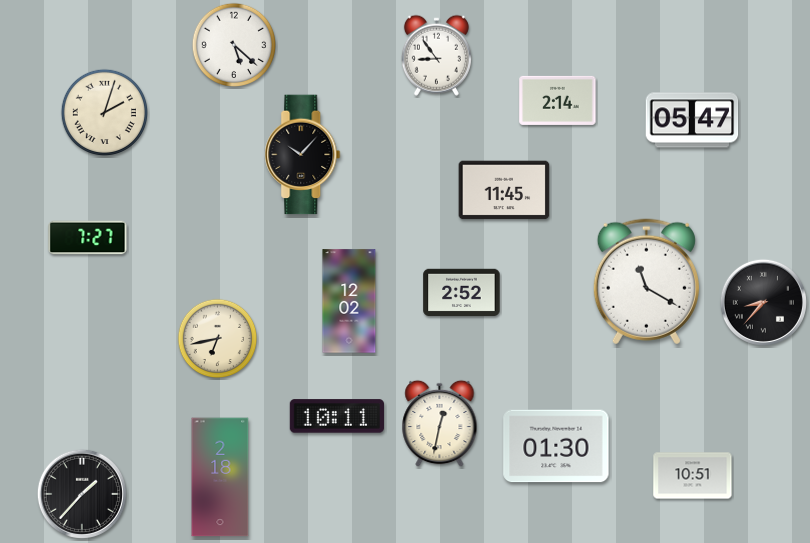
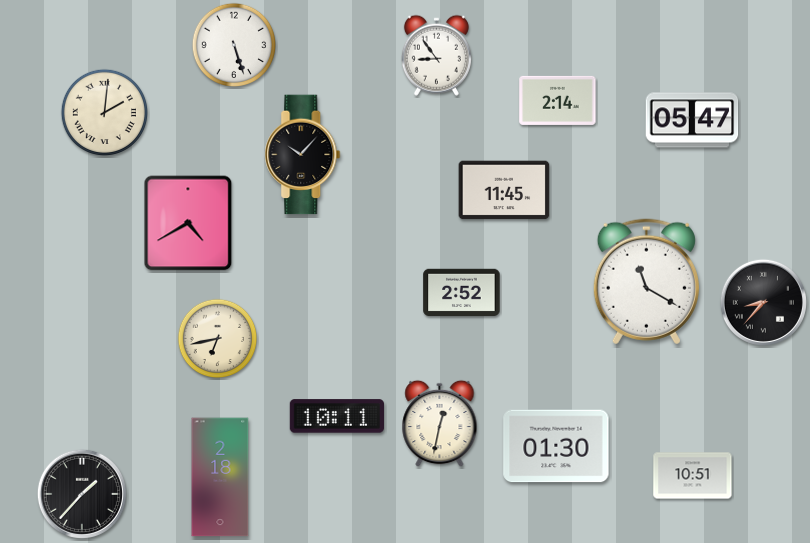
clock at (233, 44): 5:22 -> 5:27
clock at (104, 112): 2:03 -> 2:01
clock at (188, 223): none -> 4:40
clock at (88, 238): 7:27 -> none
clock at (349, 301): 12:02 -> none
